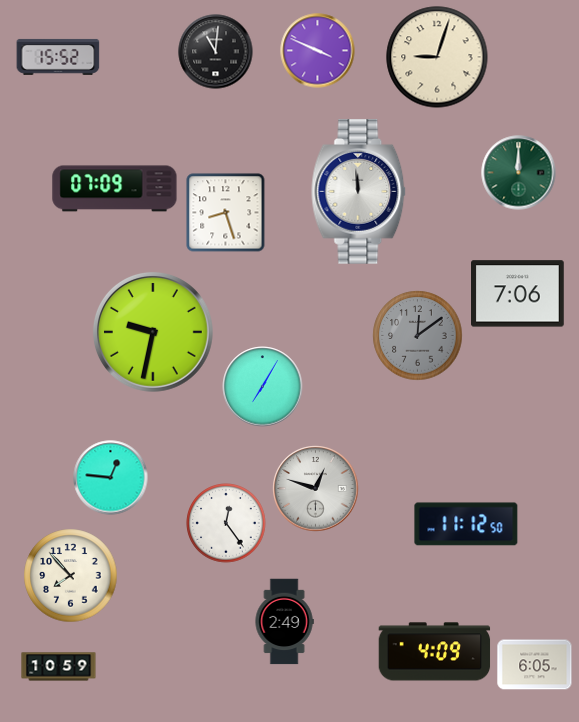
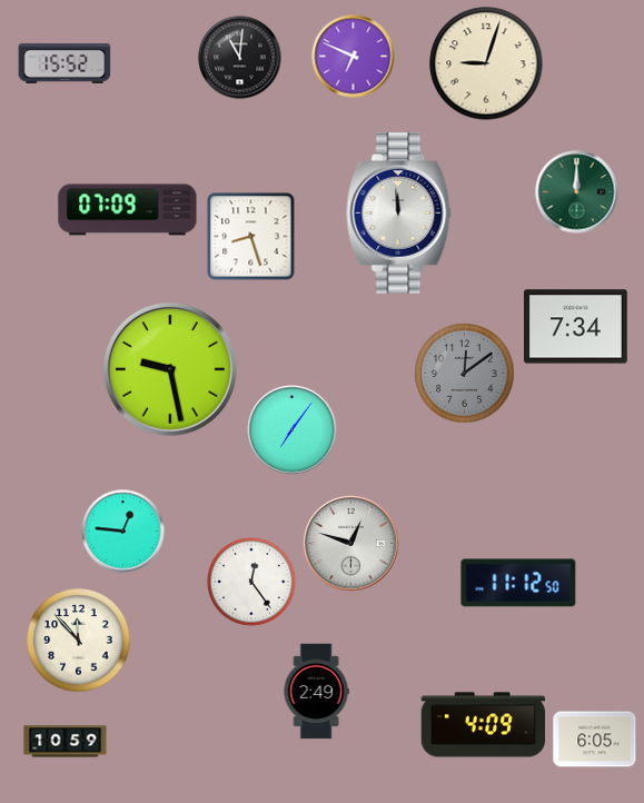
clock at (318, 51): 3:49 -> 6:49
clock at (518, 294): 7:06 -> 7:34
clock at (153, 332): 9:32 -> 9:28
clock at (263, 387): 7:05 -> 7:06
clock at (71, 576): 7:53 -> 11:53
